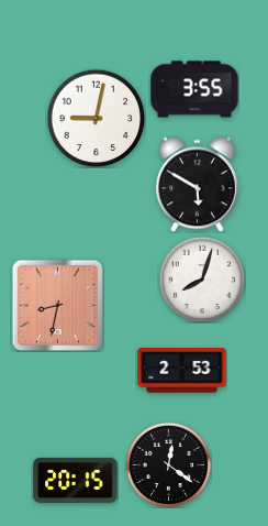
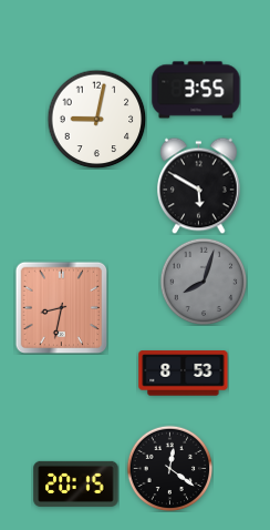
clock at (202, 280) dial: white -> grey
clock at (57, 305) position: (57, 305) -> (61, 307)
clock at (182, 371): 2:53 -> 8:53
